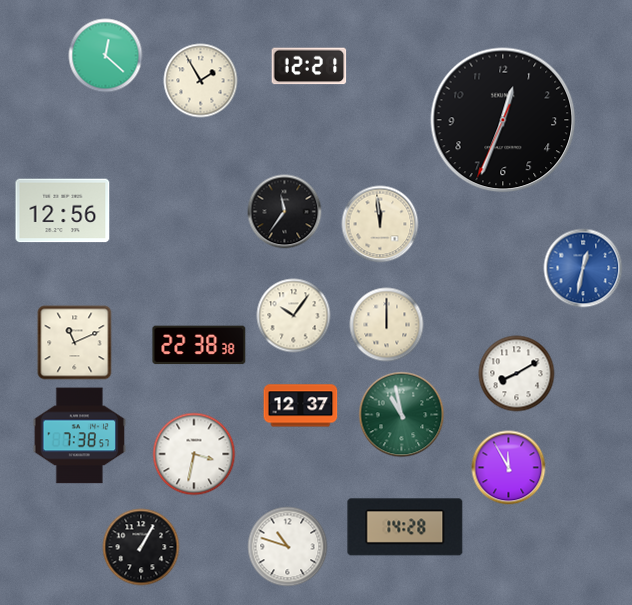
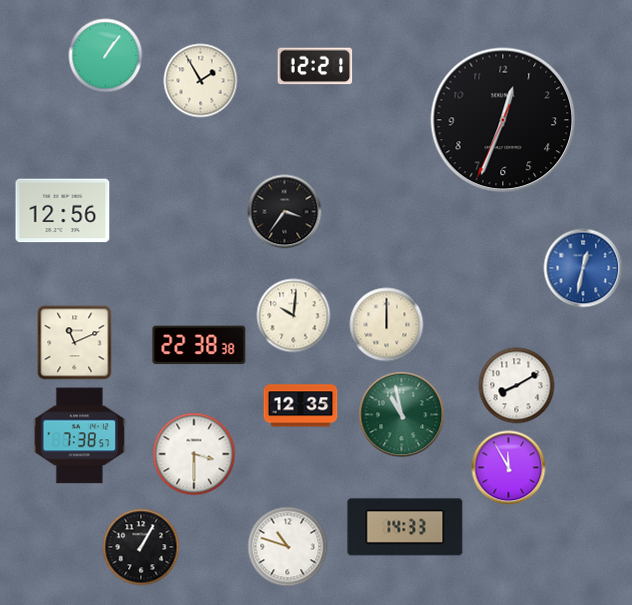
clock at (106, 56): 12:22 -> 1:06
clock at (309, 66) position: (309, 66) -> (315, 66)
clock at (285, 212): 11:36 -> 3:36
clock at (380, 224): 11:59 -> none
clock at (294, 316): 10:06 -> 10:01
clock at (517, 374) position: (517, 374) -> (517, 386)
clock at (301, 406): 12:37 -> 12:35
clock at (194, 454): 3:32 -> 3:30
clock at (405, 527): 14:28 -> 14:33
